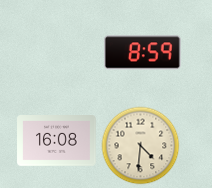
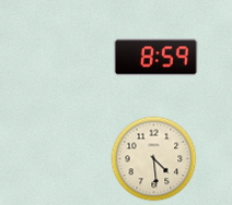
clock at (57, 141): 16:08 -> none
clock at (140, 145): 4:31 -> 4:29
